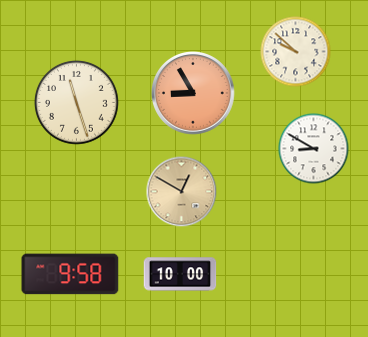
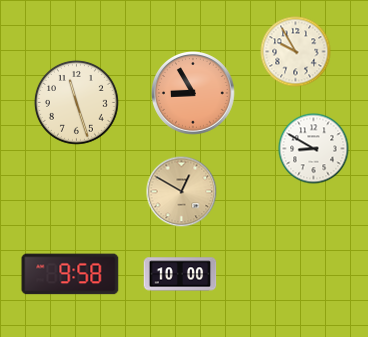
clock at (296, 52): 9:52 -> 9:55
